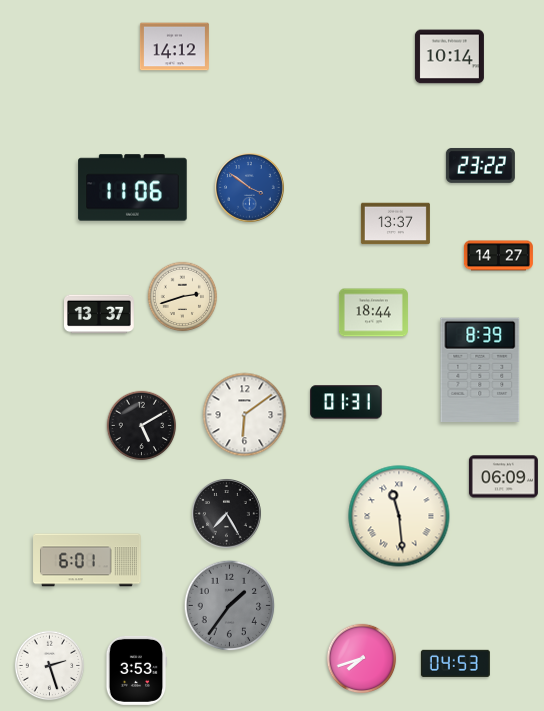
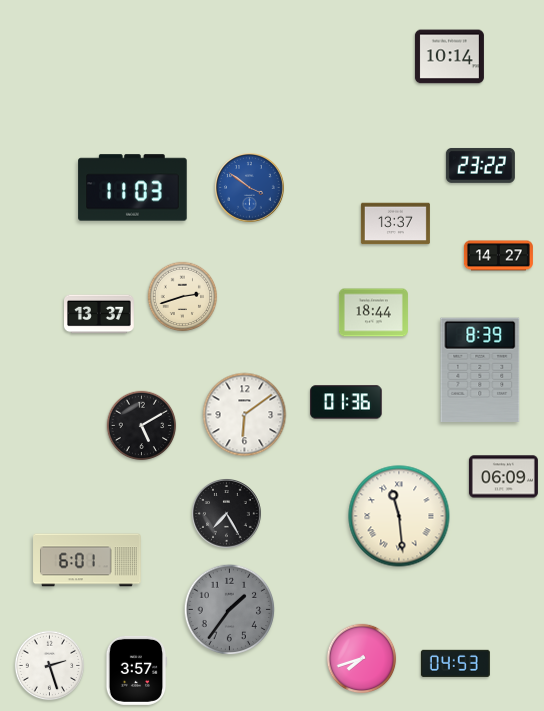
clock at (174, 47): 14:12 -> none
clock at (133, 188): 11:06 -> 11:03
clock at (346, 402): 01:31 -> 01:36
clock at (230, 606) position: (230, 606) -> (230, 610)
clock at (136, 670): 3:53 -> 3:57
